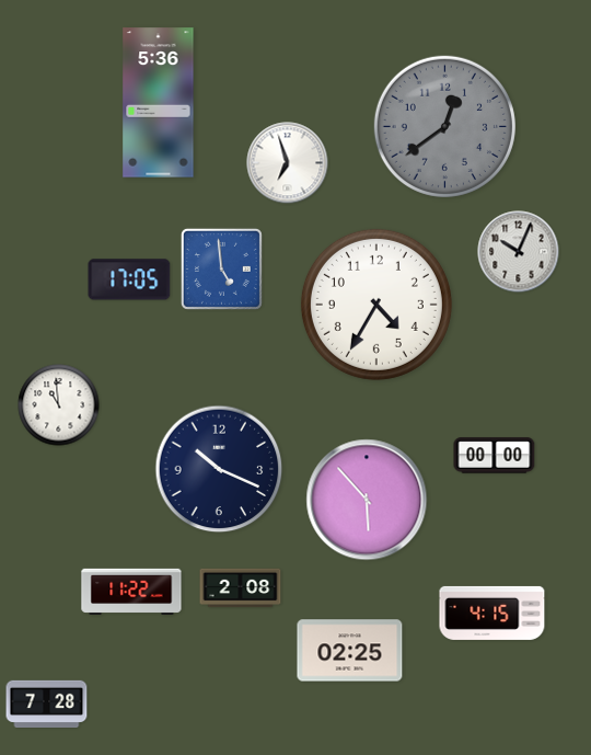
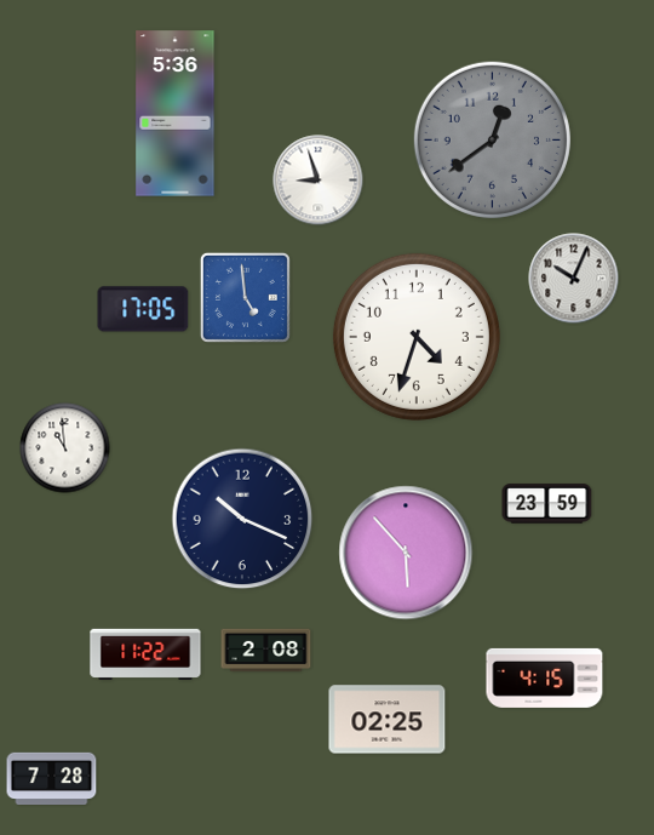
clock at (288, 163): 6:57 -> 8:57
clock at (376, 305): 4:35 -> 4:33
clock at (495, 456): 00:00 -> 23:59
